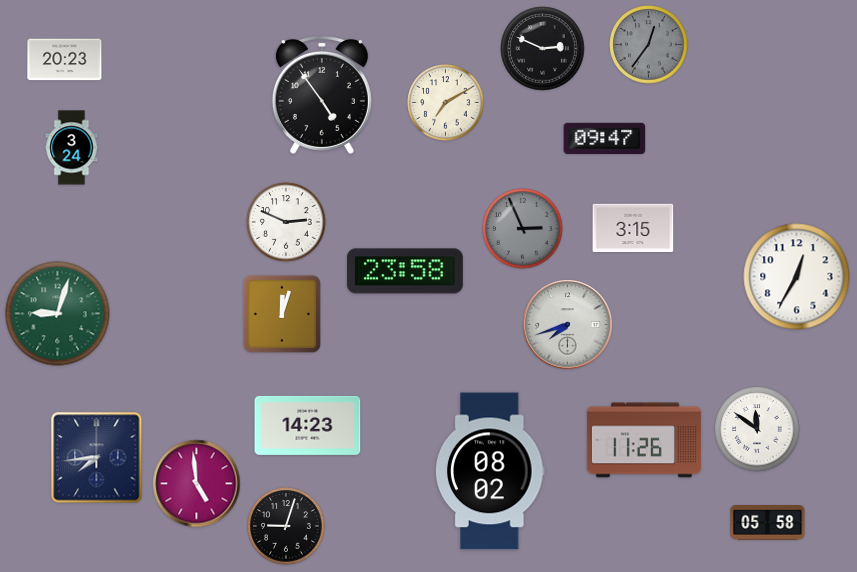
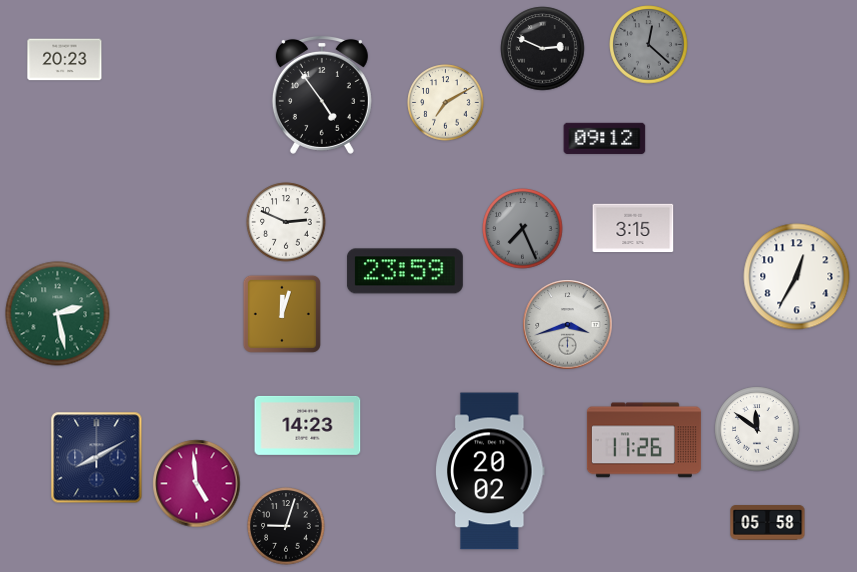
clock at (649, 45): 12:36 -> 12:22
clock at (605, 138): 09:47 -> 09:12
clock at (72, 148): 3:24 -> none
clock at (523, 229): 2:56 -> 7:26
clock at (405, 271): 23:58 -> 23:59
clock at (58, 314): 9:03 -> 2:28
clock at (568, 325): 7:42 -> 3:42
clock at (97, 458): 7:44 -> 8:10
clock at (491, 471): 08:02 -> 20:02
